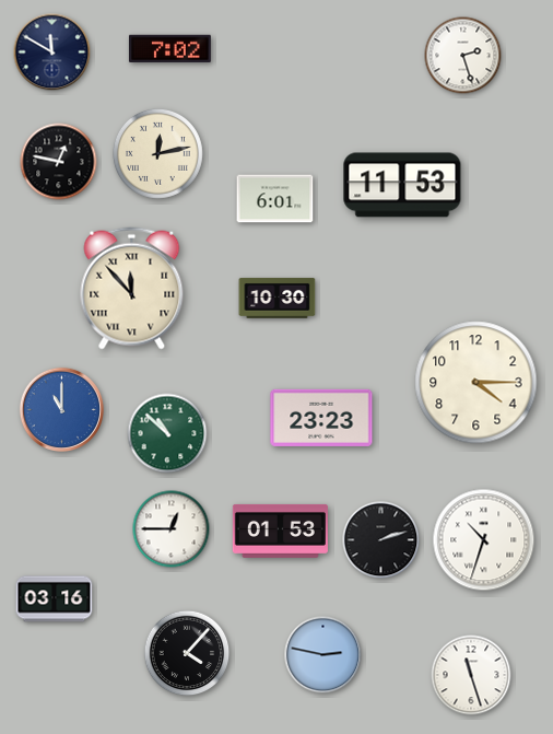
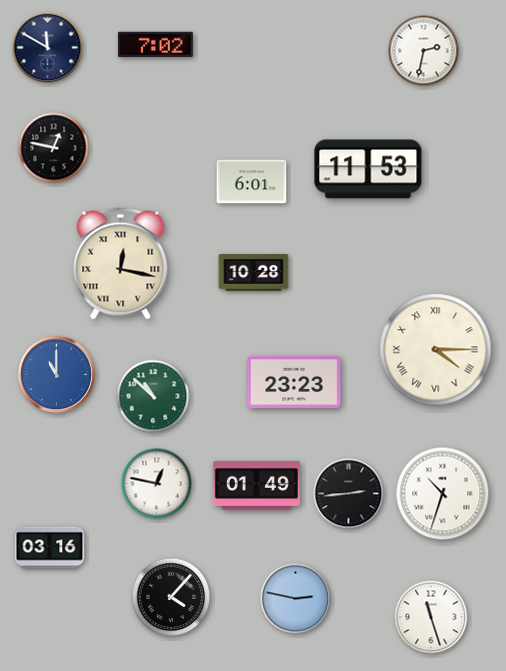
clock at (463, 56): 2:27 -> 2:32
clock at (157, 153): 12:13 -> none
clock at (132, 289): 11:53 -> 12:17
clock at (278, 298): 10:30 -> 10:28
clock at (476, 383) numerals: Arabic -> Roman
clock at (172, 529): 12:45 -> 12:47
clock at (280, 531): 01:53 -> 01:49
clock at (381, 540): 2:12 -> 2:44
